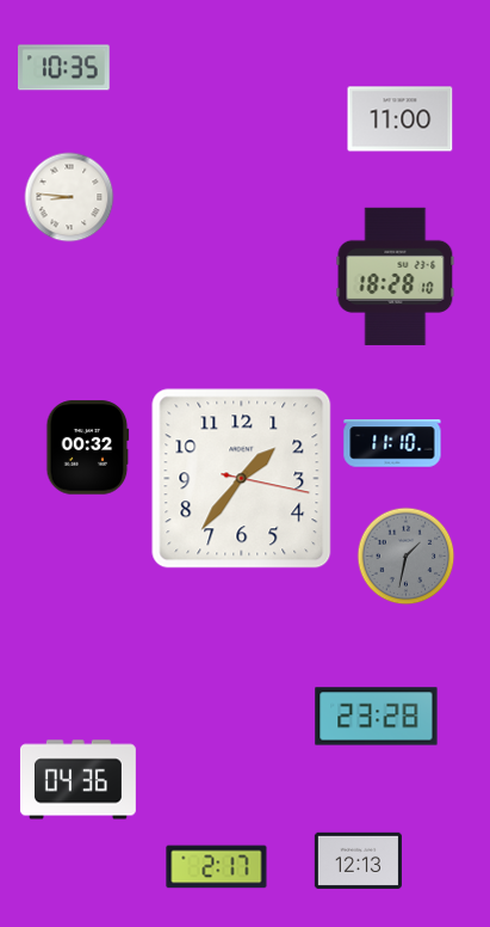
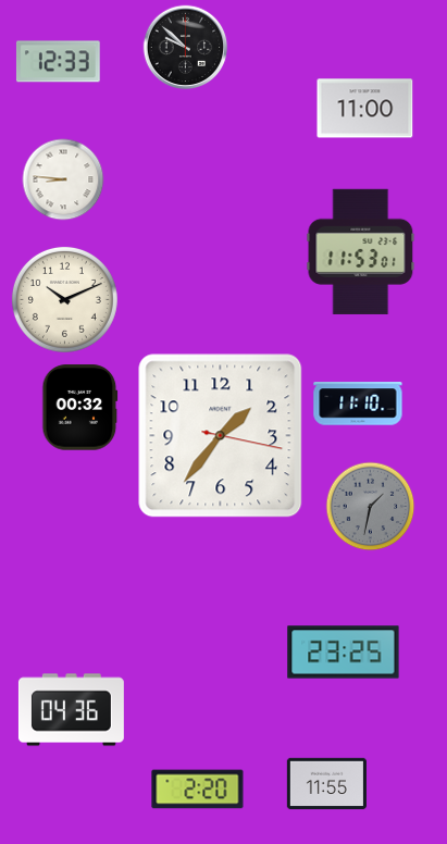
clock at (186, 48): none -> 9:52
clock at (63, 68): 10:35 -> 12:33
clock at (396, 276): 18:28 -> 11:53
clock at (64, 299): none -> 10:11
clock at (377, 717): 23:28 -> 23:25
clock at (358, 861): 12:13 -> 11:55
clock at (217, 867): 2:17 -> 2:20
